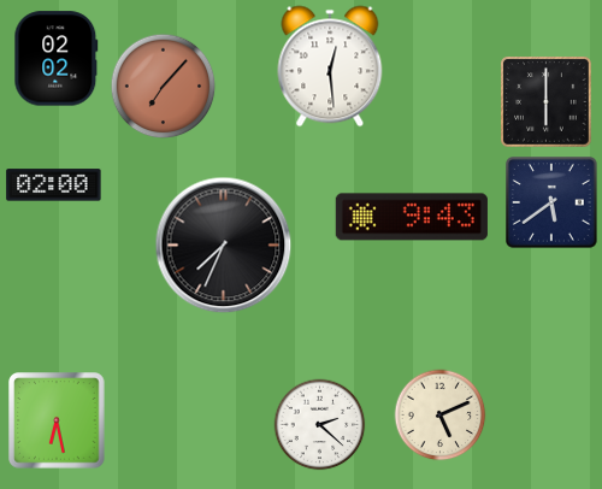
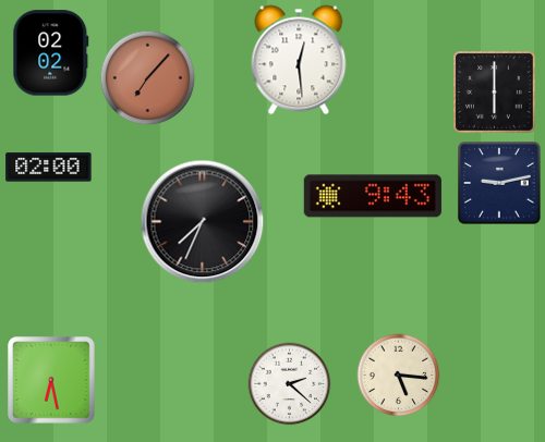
clock at (551, 202): 5:39 -> 9:13
clock at (441, 416): 5:11 -> 5:16
